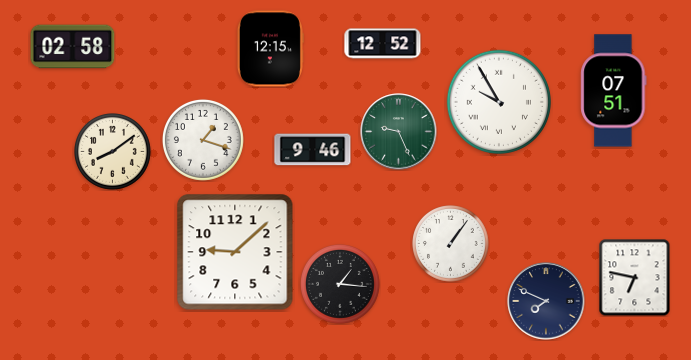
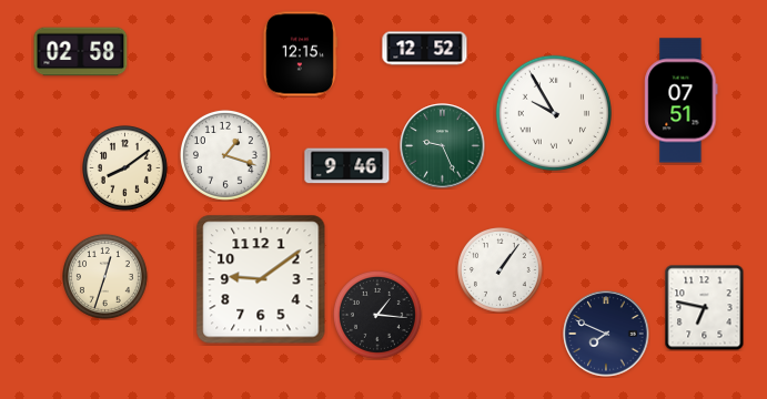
clock at (105, 277): none -> 12:33
clock at (235, 252): 9:08 -> 9:09
